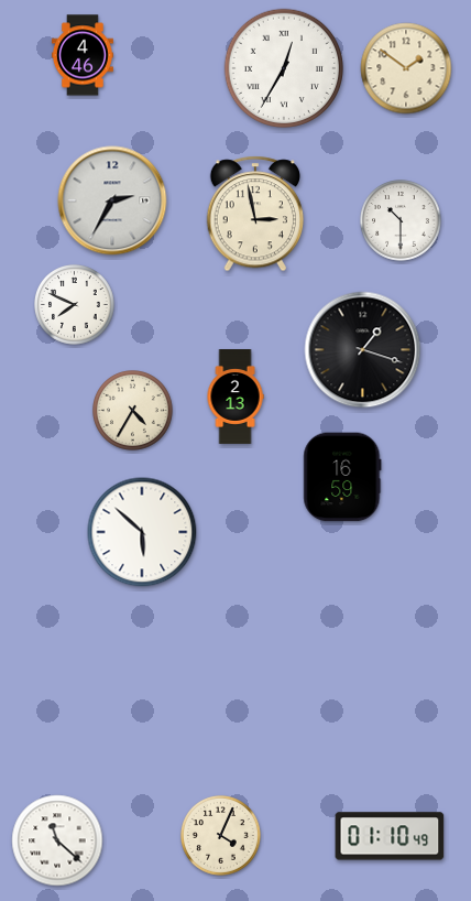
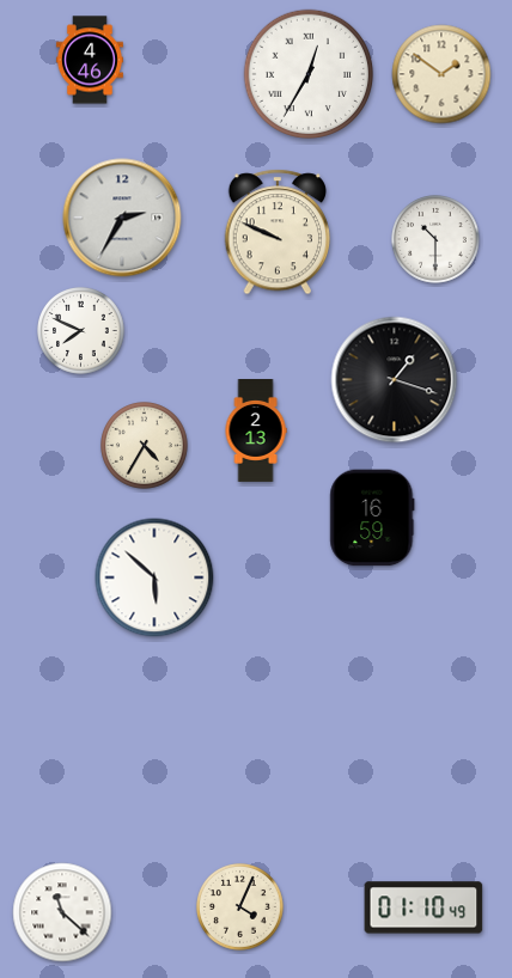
clock at (254, 214): 2:58 -> 9:49
